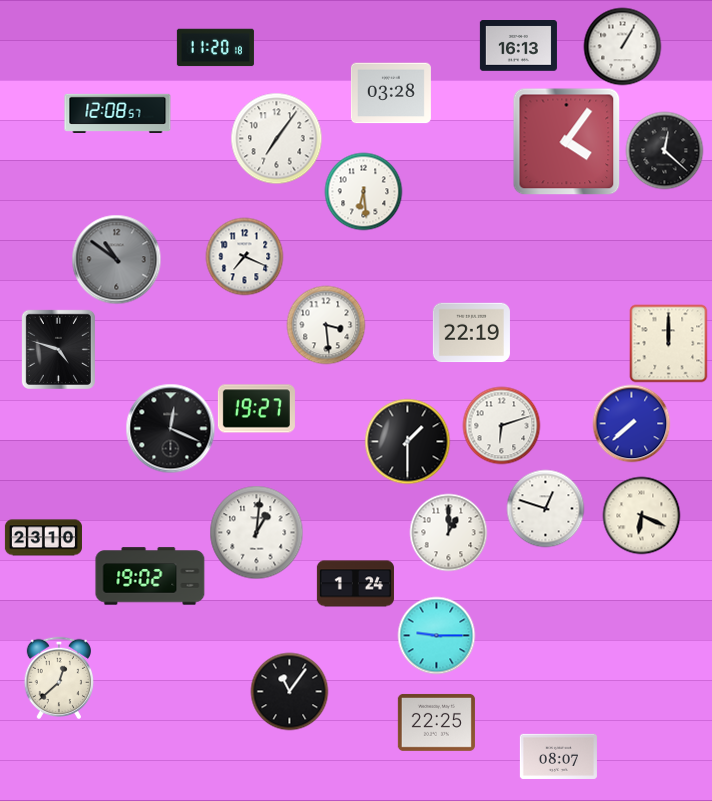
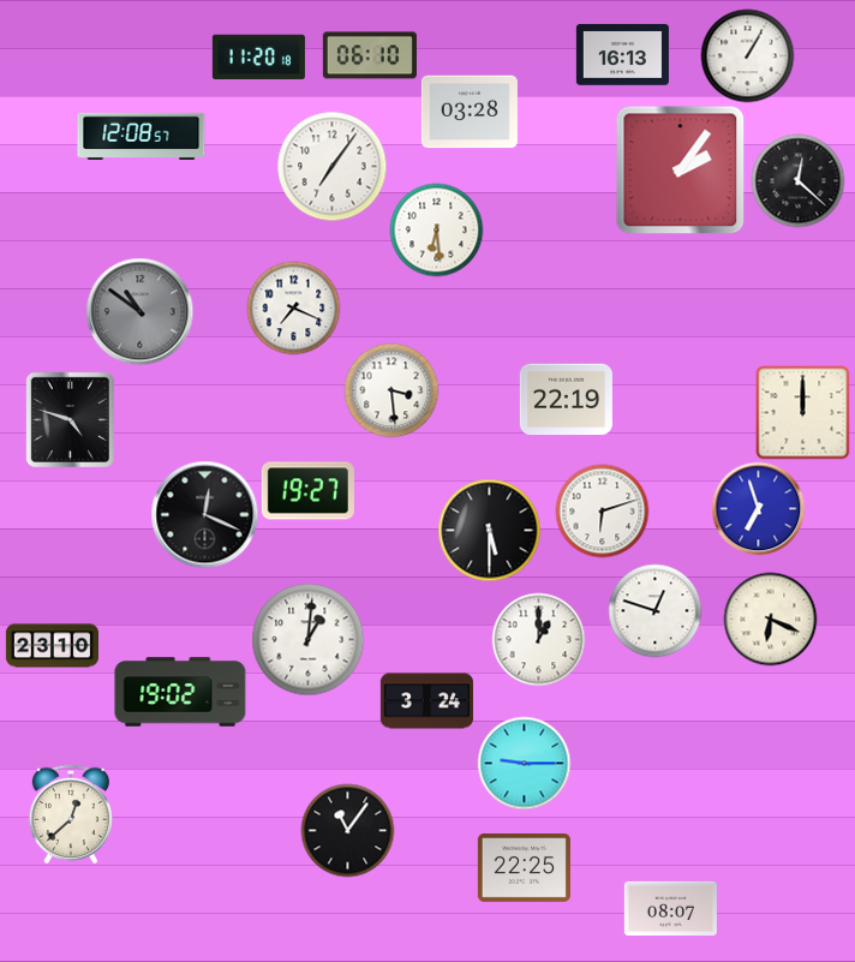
clock at (370, 55): none -> 06:10
clock at (566, 141): 4:06 -> 2:06
clock at (631, 423): 7:38 -> 6:57
clock at (407, 441): 1:30 -> 5:30
clock at (355, 584): 1:24 -> 3:24
